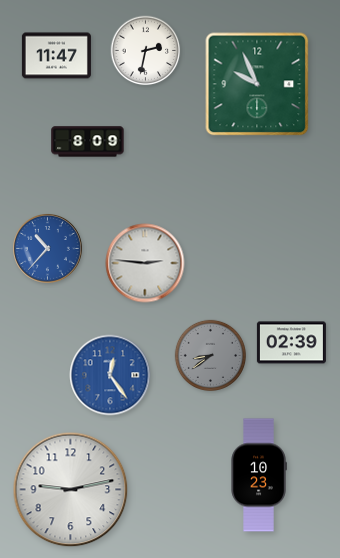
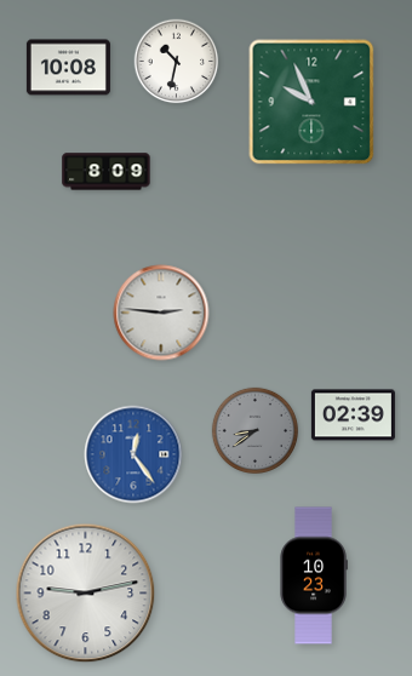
clock at (146, 51): 2:32 -> 10:32
clock at (56, 56): 11:47 -> 10:08
clock at (48, 249): 10:37 -> none
clock at (145, 263) position: (145, 263) -> (161, 313)
